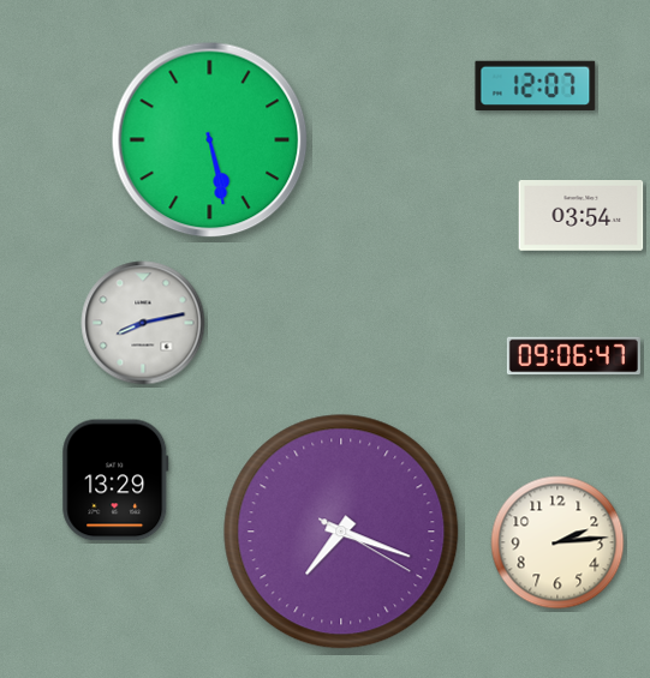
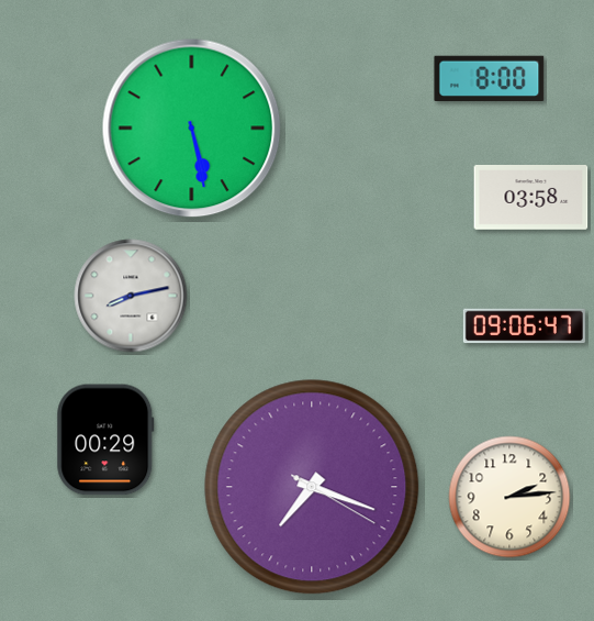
clock at (536, 85): 12:07 -> 8:00
clock at (582, 216): 03:54 -> 03:58
clock at (115, 480): 13:29 -> 00:29
